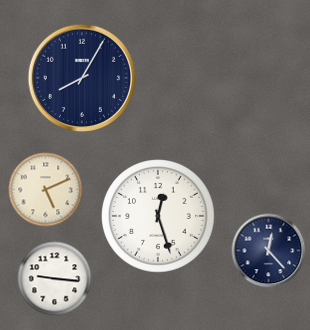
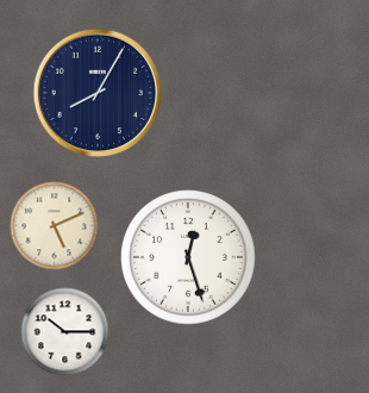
clock at (269, 251): 12:23 -> none
clock at (55, 279): 9:16 -> 10:15
